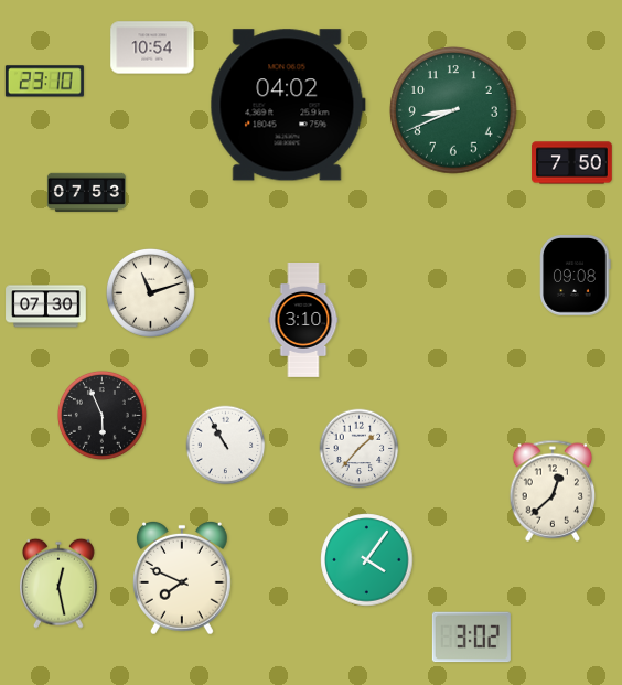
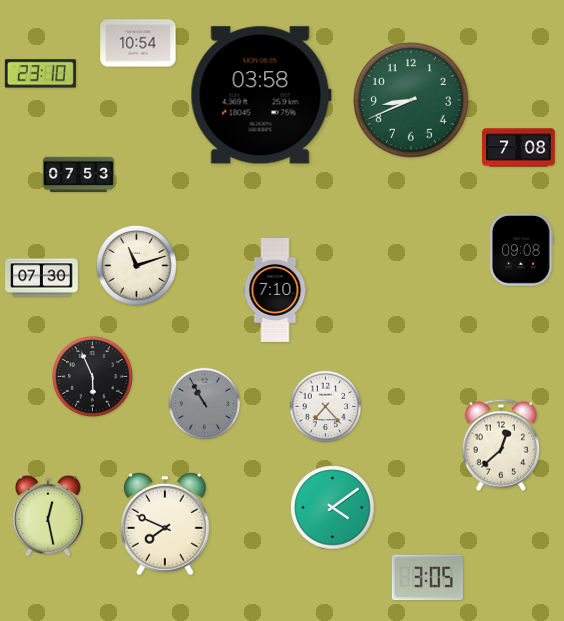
clock at (288, 105): 04:02 -> 03:58
clock at (572, 163): 7:50 -> 7:08
clock at (303, 321): 3:10 -> 7:10
clock at (226, 446) dial: white -> grey
clock at (360, 449): 1:37 -> 7:23
clock at (367, 560): 4:06 -> 4:09
clock at (58, 584) position: (58, 584) -> (48, 516)
clock at (471, 638): 3:02 -> 3:05
